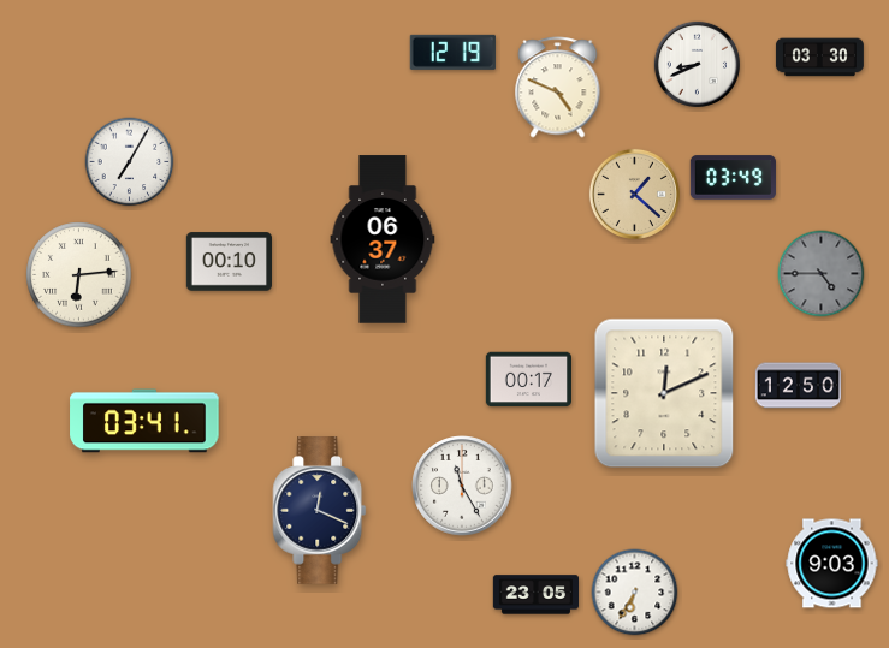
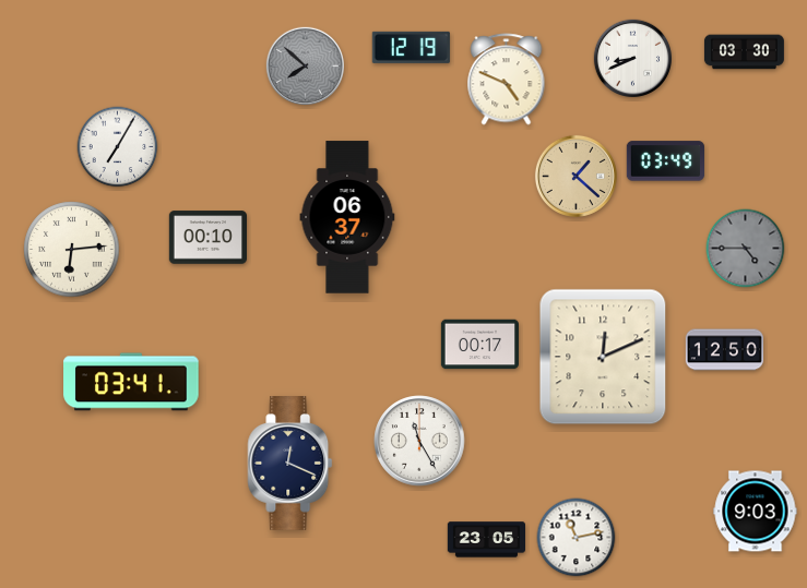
clock at (306, 67): none -> 7:52
clock at (635, 593): 6:35 -> 11:13
